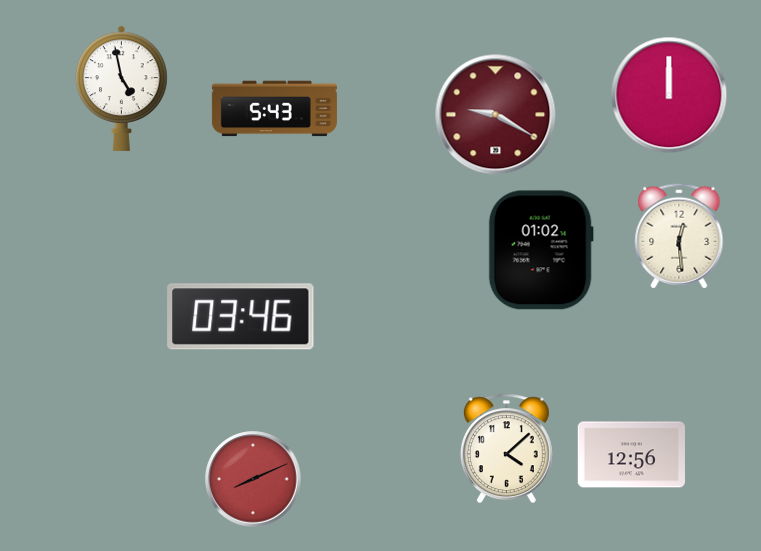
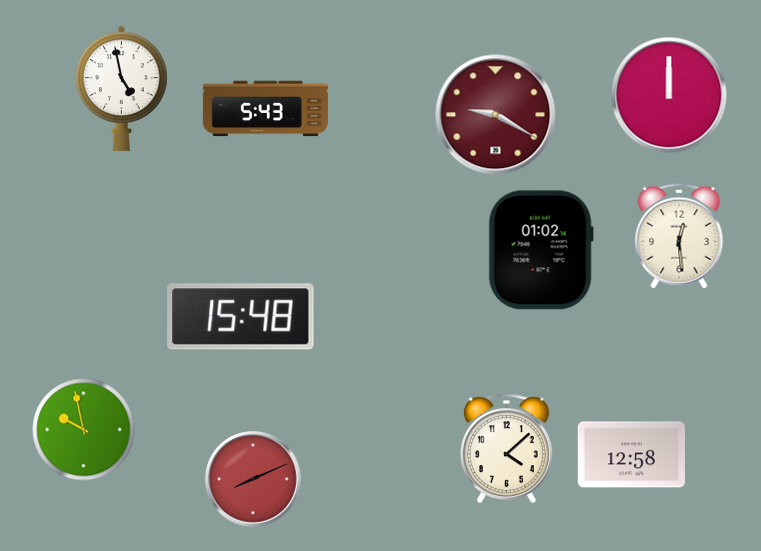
clock at (274, 109) position: (274, 109) -> (265, 109)
clock at (241, 317): 03:46 -> 15:48
clock at (84, 430): none -> 9:58
clock at (631, 455): 12:56 -> 12:58
